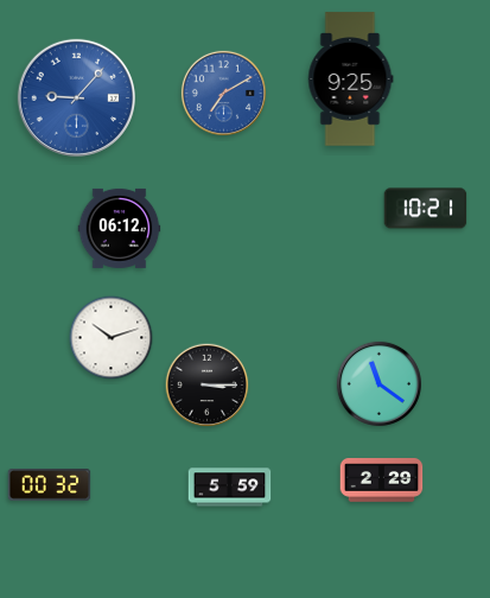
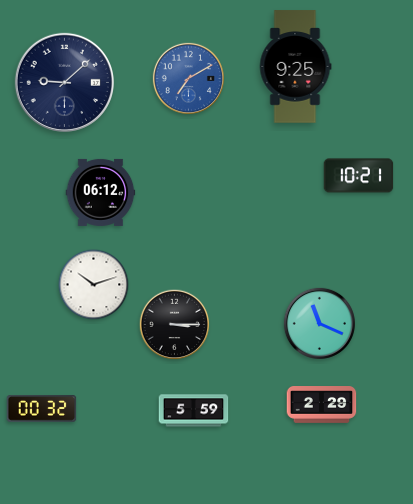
clock at (76, 97): 9:07 -> 9:08
clock at (76, 97) dial: blue -> navy
clock at (378, 383): 11:21 -> 11:19
